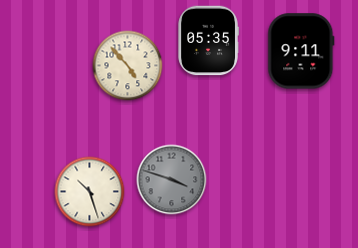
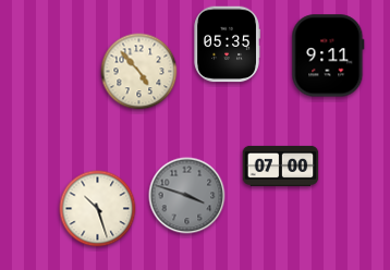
clock at (281, 165): none -> 07:00
